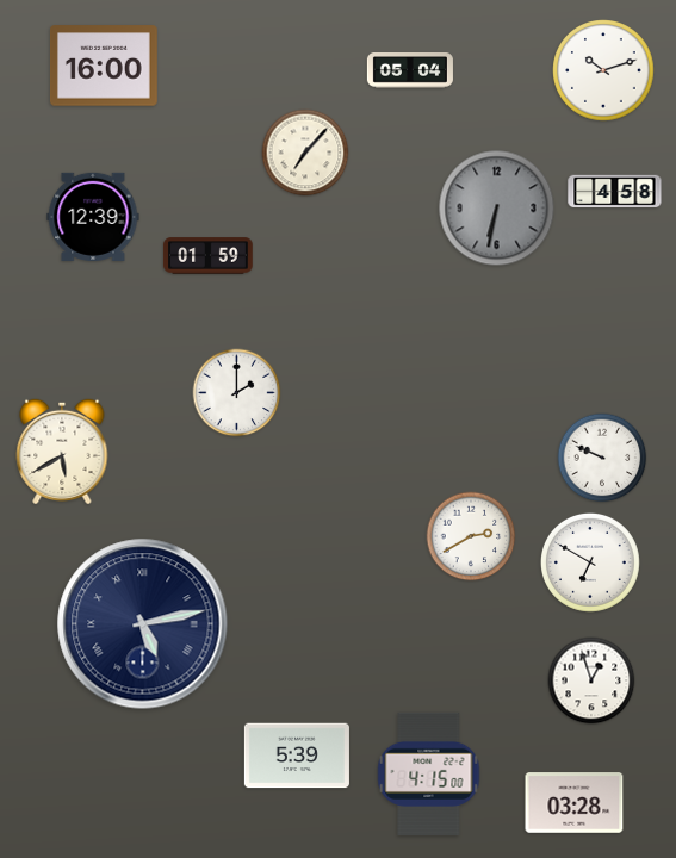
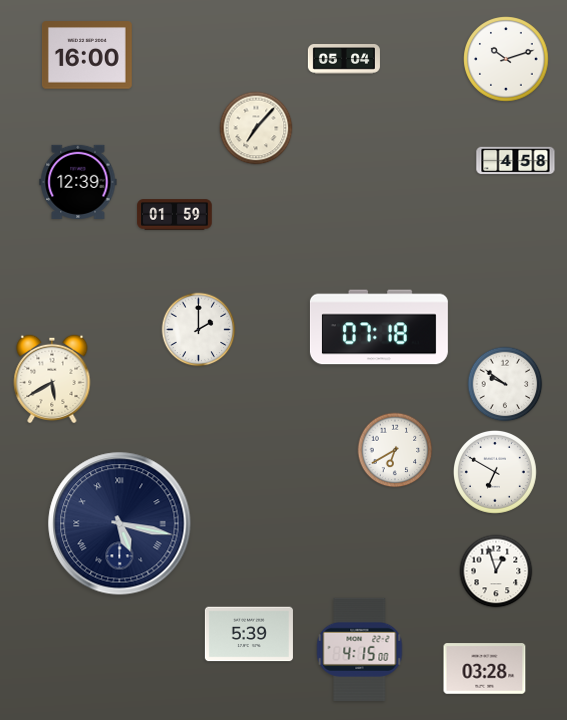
clock at (497, 209): 6:32 -> none
clock at (379, 327): none -> 07:18
clock at (602, 458): 9:49 -> 9:51
clock at (471, 536): 2:40 -> 6:40
clock at (143, 624): 5:13 -> 5:17
clock at (575, 803) position: (575, 803) -> (485, 669)
